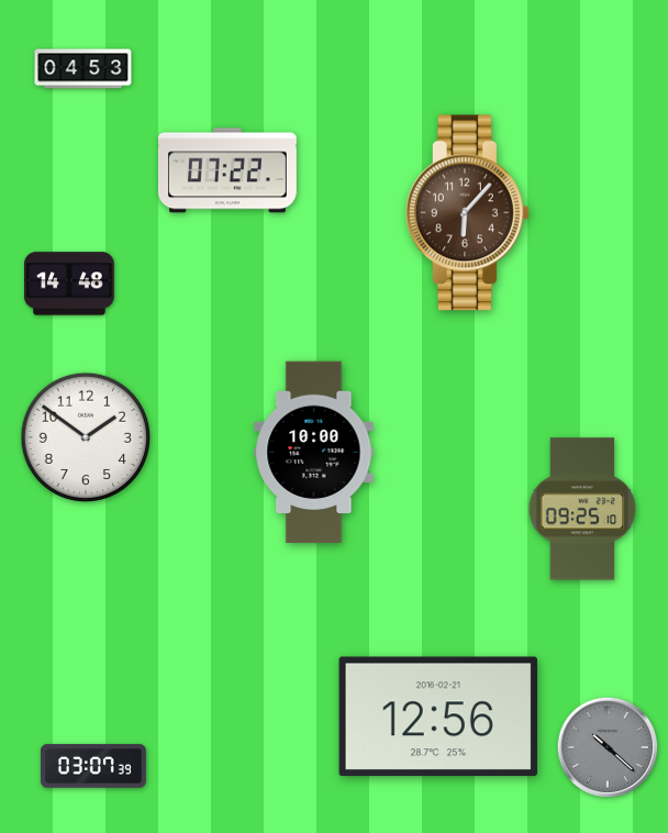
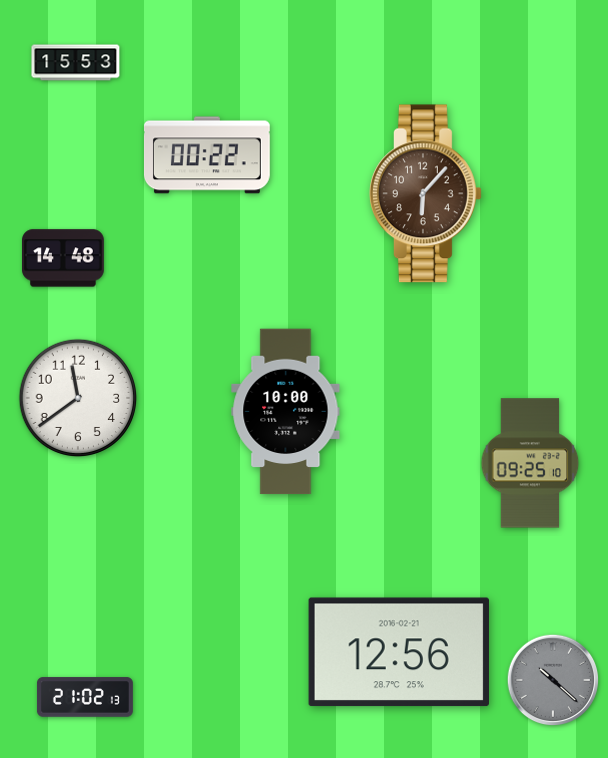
clock at (83, 69): 04:53 -> 15:53
clock at (227, 170): 07:22 -> 00:22
clock at (86, 437): 1:51 -> 11:39
clock at (93, 766): 03:07 -> 21:02
